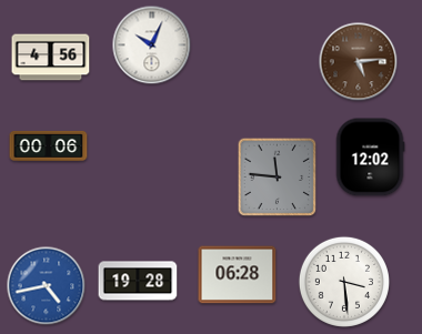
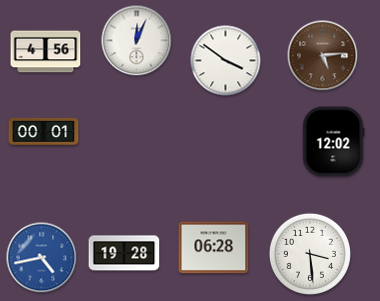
clock at (152, 45): 10:04 -> 12:04
clock at (226, 61): none -> 3:51
clock at (49, 145): 00:06 -> 00:01
clock at (278, 178): 11:46 -> none
